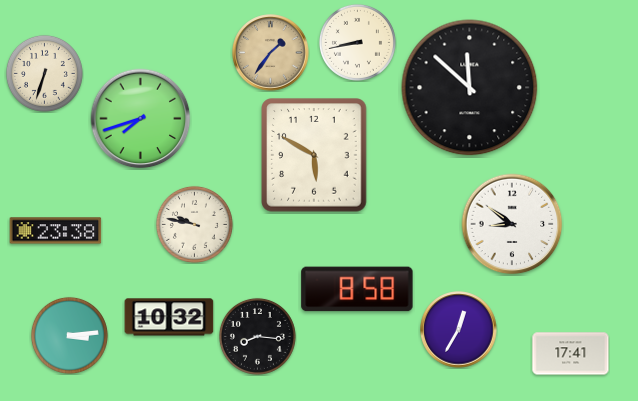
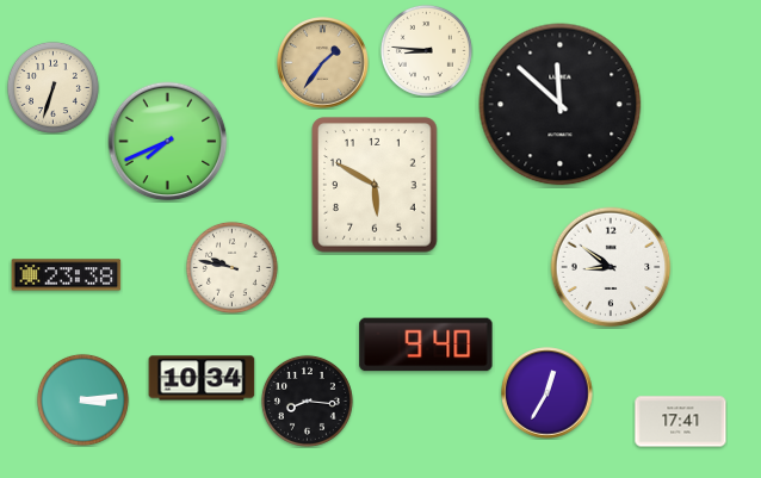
clock at (357, 42): 8:43 -> 8:46
clock at (141, 119): 7:42 -> 7:41
clock at (357, 289): 8:58 -> 9:40
clock at (169, 317): 10:32 -> 10:34
